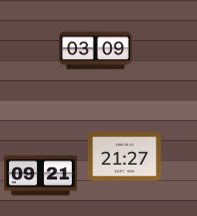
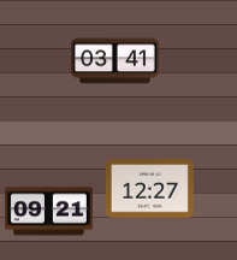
clock at (95, 51): 03:09 -> 03:41
clock at (124, 157): 21:27 -> 12:27
